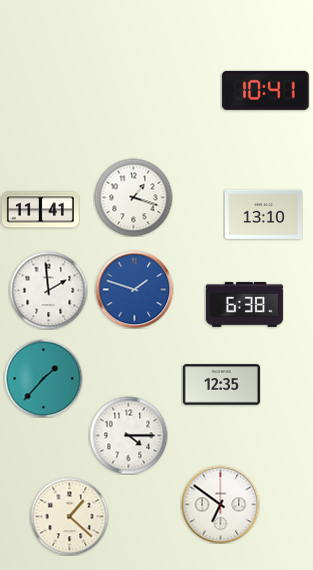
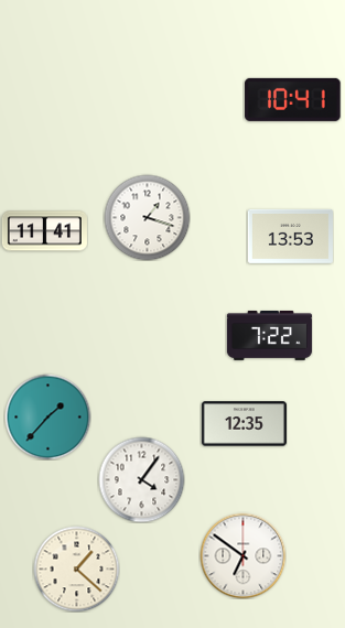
clock at (263, 214): 13:10 -> 13:53
clock at (134, 289): 1:48 -> none
clock at (48, 290): 1:59 -> none
clock at (244, 304): 6:38 -> 7:22
clock at (128, 435): 4:15 -> 4:06
